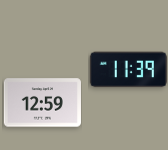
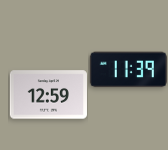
clock at (42, 103) position: (42, 103) -> (48, 95)
